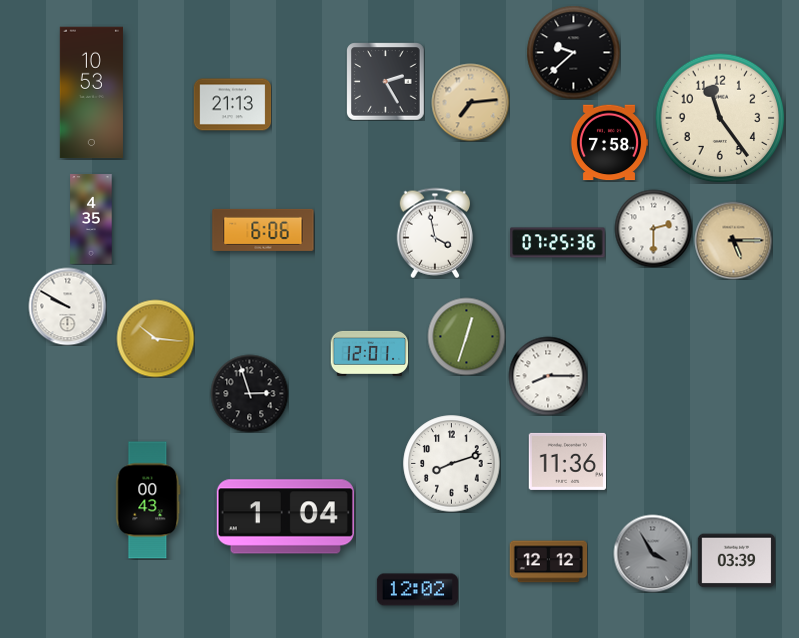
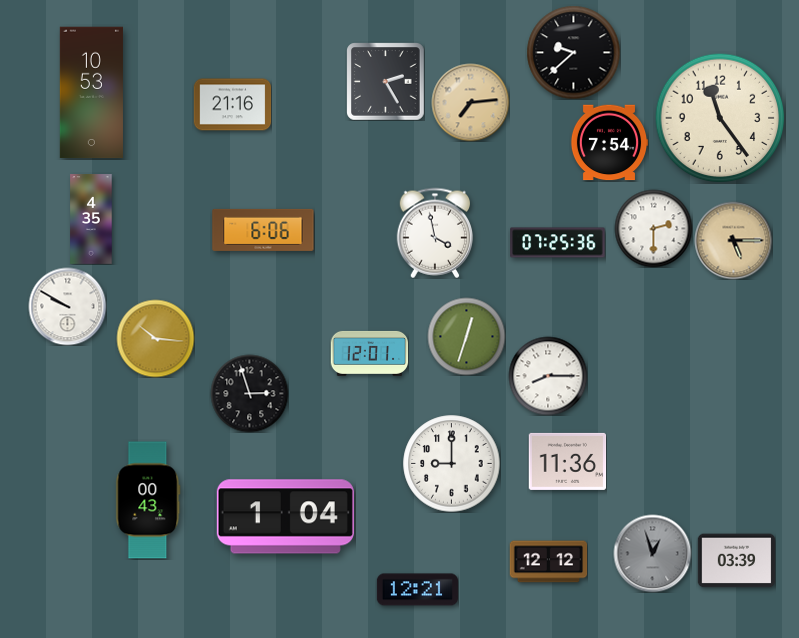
clock at (232, 105): 21:13 -> 21:16
clock at (609, 143): 7:58 -> 7:54
clock at (452, 464): 8:12 -> 9:00
clock at (652, 553): 3:55 -> 12:57
clock at (417, 590): 12:02 -> 12:21
